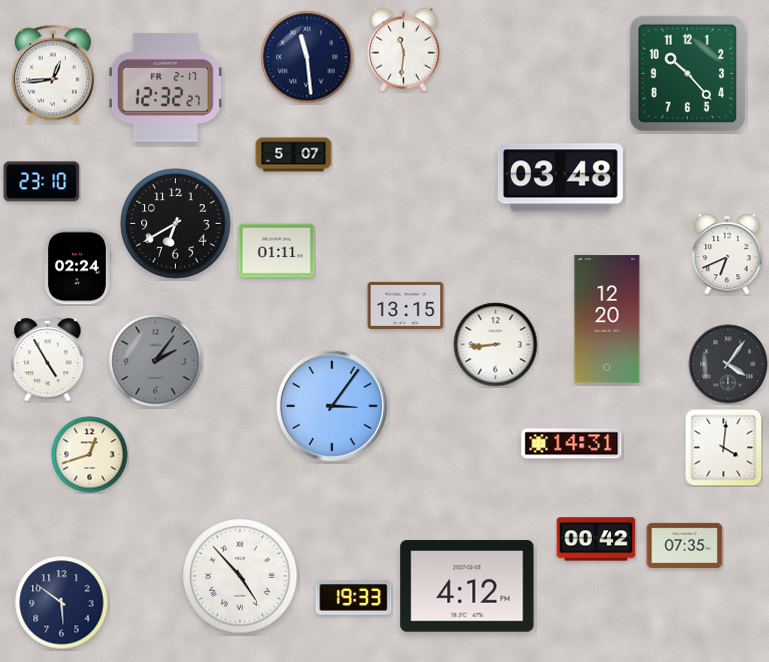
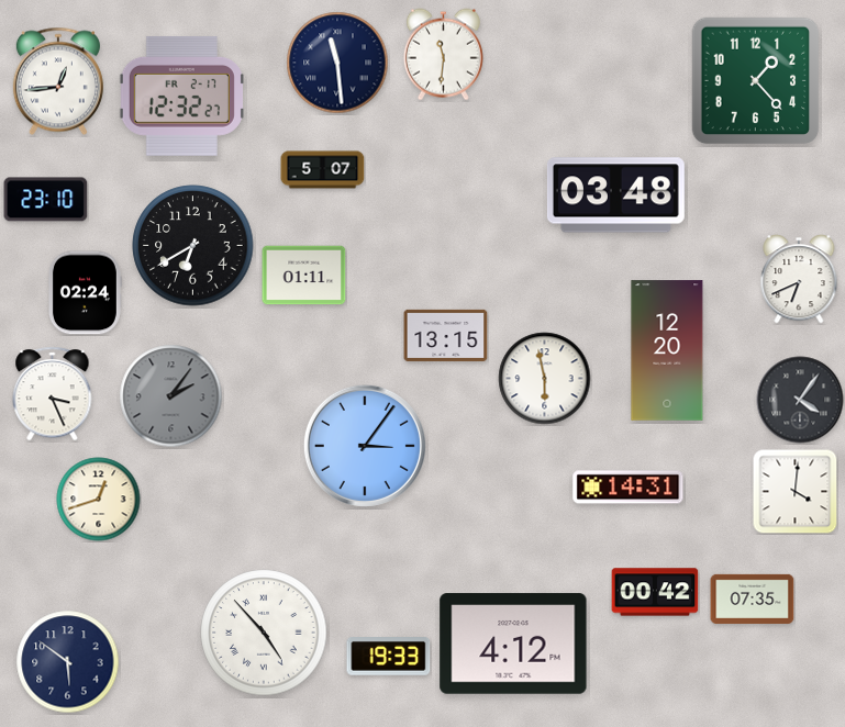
clock at (688, 74): 10:23 -> 1:23
clock at (496, 345): 8:44 -> 5:58
clock at (48, 359): 4:55 -> 3:26
